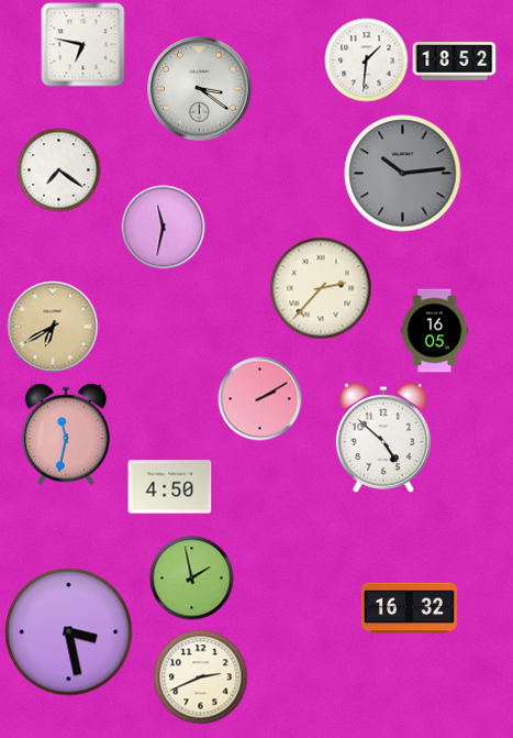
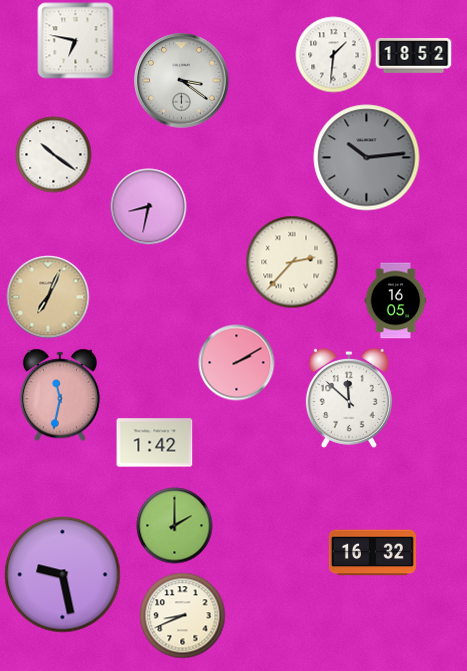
clock at (59, 170): 7:21 -> 10:21
clock at (164, 228): 11:32 -> 8:32
clock at (53, 327): 6:40 -> 7:04
clock at (383, 438): 4:52 -> 11:52
clock at (170, 487): 4:50 -> 1:42
clock at (192, 579): 1:58 -> 2:00
clock at (69, 632): 3:28 -> 9:28
clock at (201, 678): 2:41 -> 8:41
